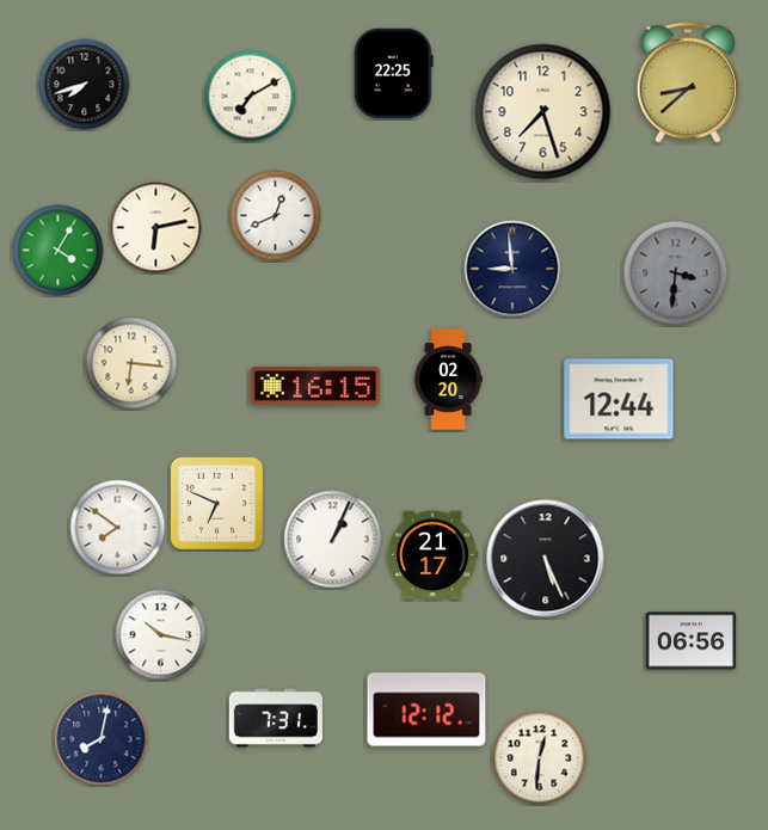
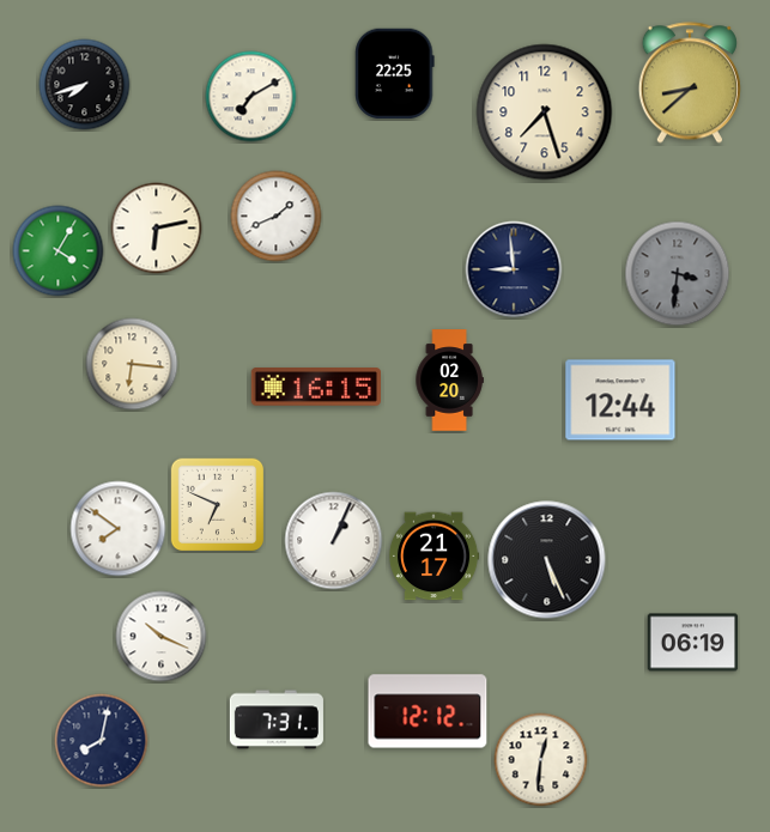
clock at (276, 216): 12:41 -> 1:41
clock at (161, 635): 10:17 -> 10:19
clock at (692, 641): 06:56 -> 06:19
